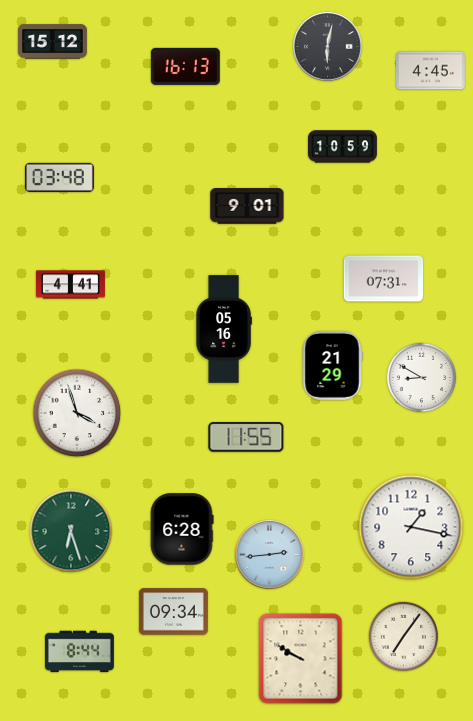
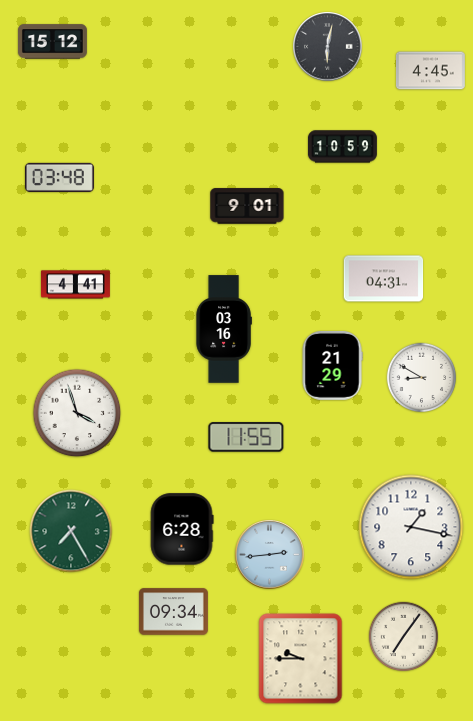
clock at (185, 66): 16:13 -> none
clock at (384, 279): 07:31 -> 04:31
clock at (70, 285) position: (70, 285) -> (75, 285)
clock at (224, 329): 05:16 -> 03:16
clock at (71, 531): 6:27 -> 7:25
clock at (79, 652): 8:44 -> none
clock at (301, 659): 9:50 -> 9:45
